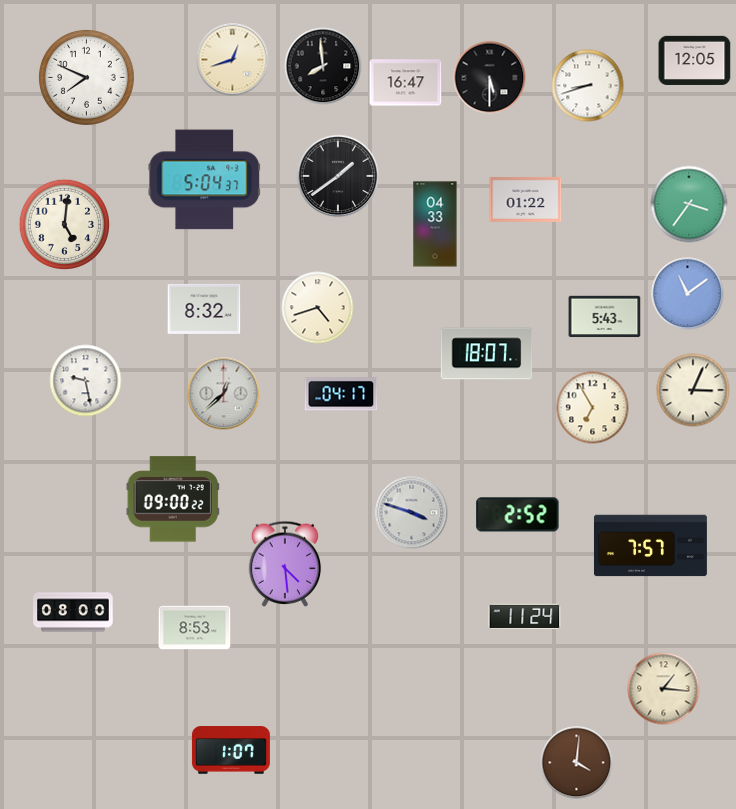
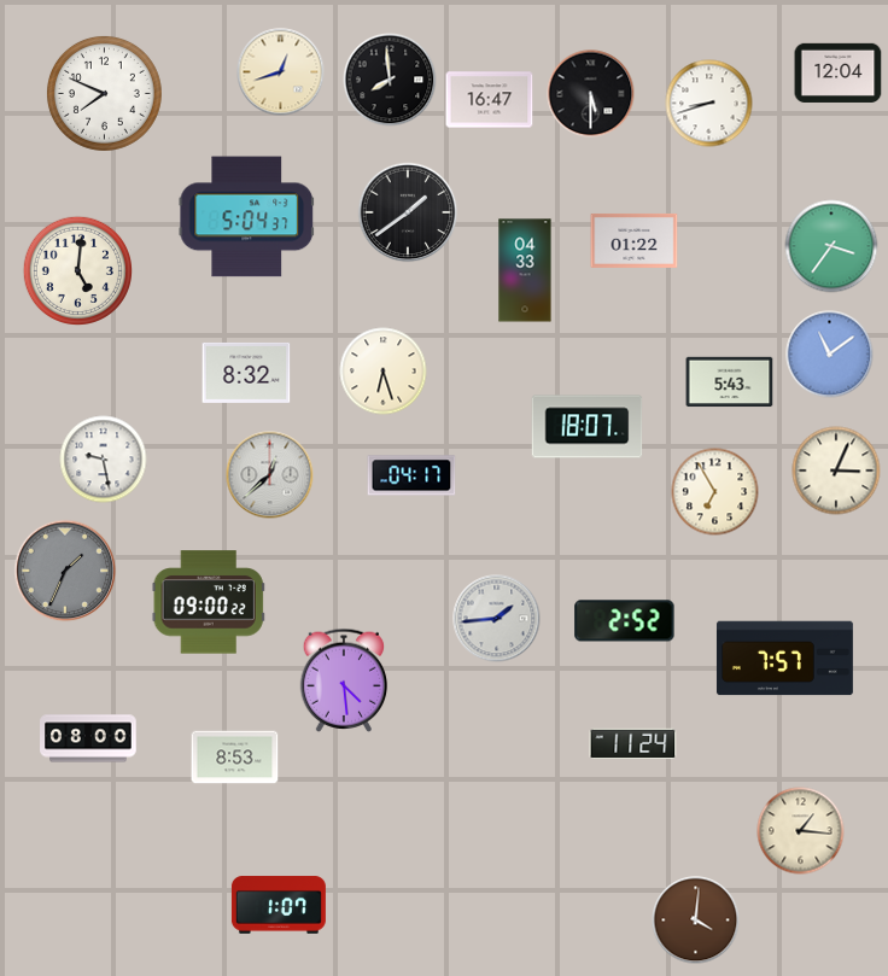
clock at (695, 60): 12:05 -> 12:04
clock at (318, 308): 4:42 -> 6:27
clock at (65, 571): none -> 1:34
clock at (412, 513): 3:48 -> 1:44
